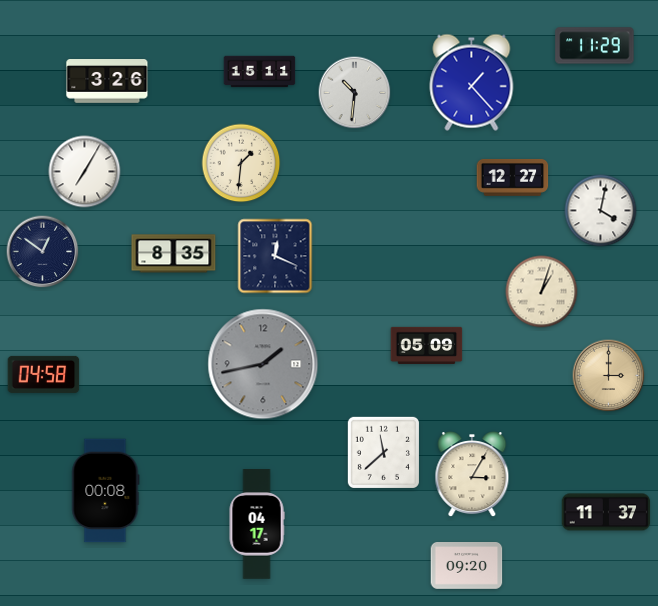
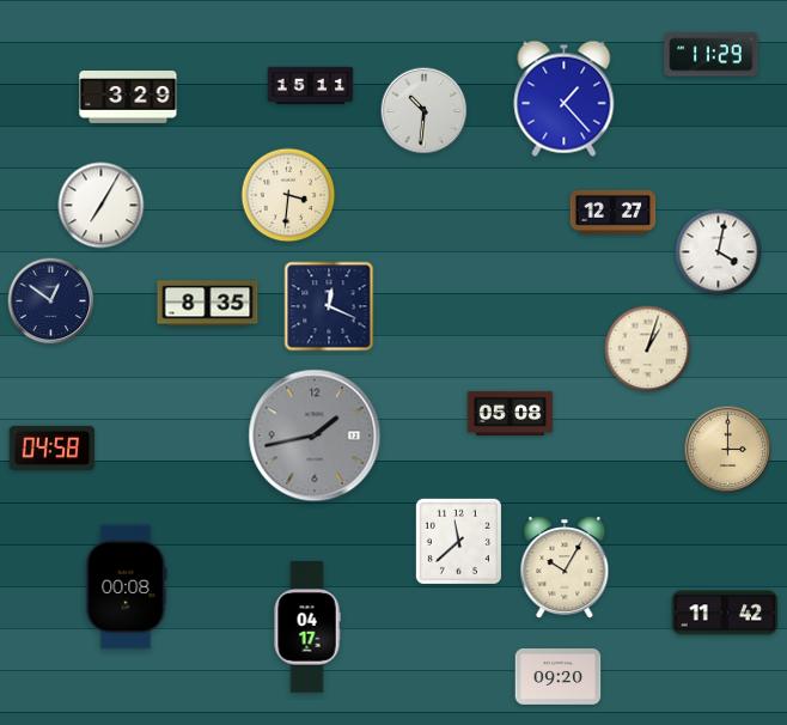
clock at (107, 82): 3:26 -> 3:29
clock at (241, 163): 1:31 -> 3:31
clock at (427, 345): 05:09 -> 05:08
clock at (472, 475): 3:05 -> 10:05
clock at (606, 512): 11:37 -> 11:42
